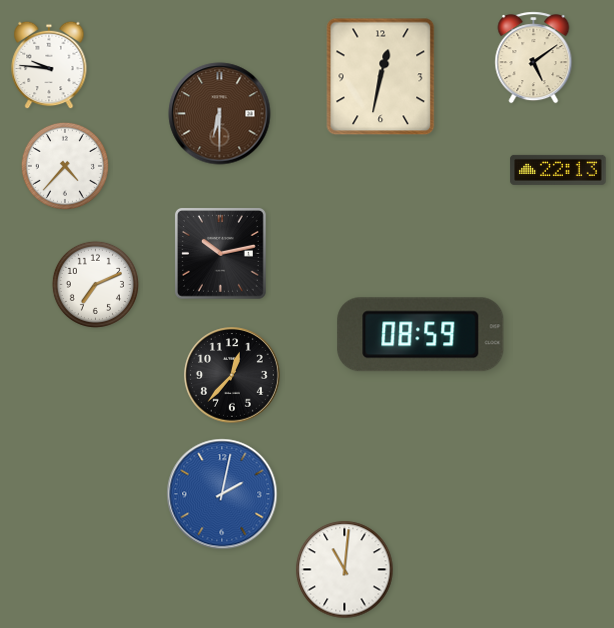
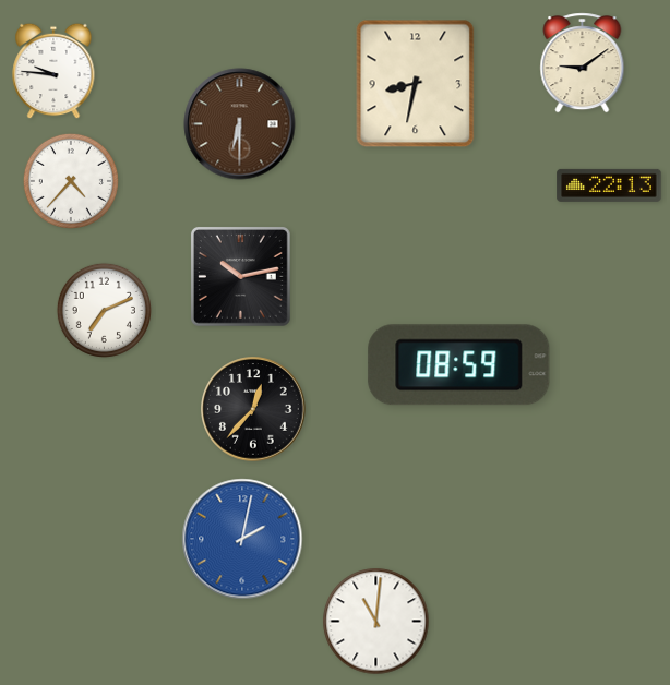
clock at (534, 58): 5:09 -> 9:09
clock at (381, 77): 12:32 -> 8:32
